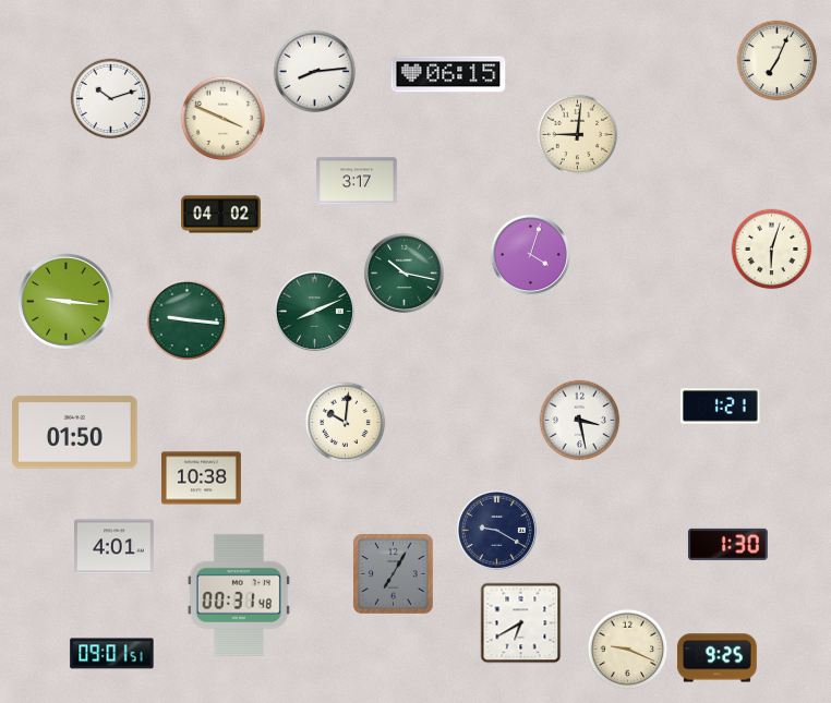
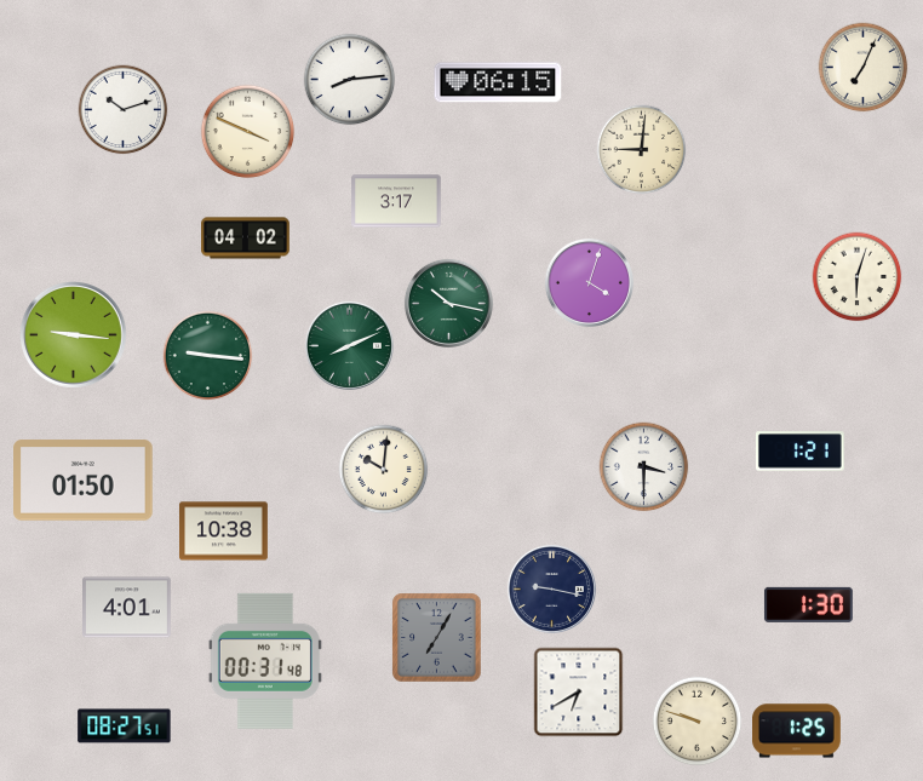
clock at (580, 421): 3:28 -> 3:30
clock at (496, 530): 9:20 -> 9:17
clock at (628, 650): 9:19 -> 9:48
clock at (112, 654): 09:01 -> 08:27
clock at (718, 658): 9:25 -> 1:25
